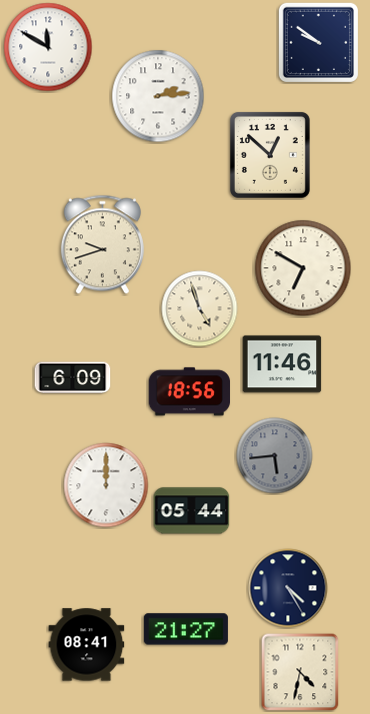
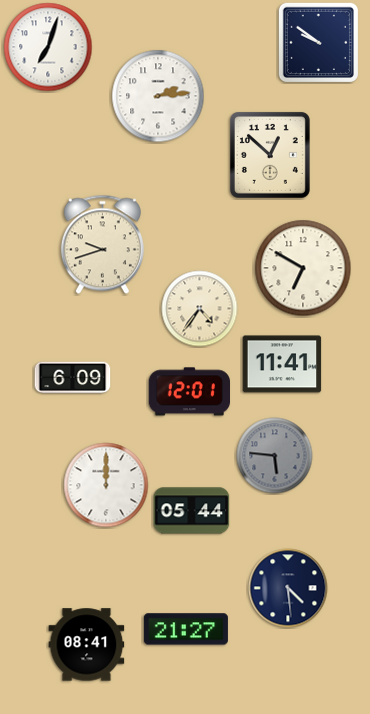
clock at (48, 47): 11:50 -> 7:03
clock at (200, 309): 4:57 -> 4:36
clock at (282, 364): 11:46 -> 11:41
clock at (189, 392): 18:56 -> 12:01
clock at (275, 456): 5:44 -> 5:46
clock at (288, 588): 4:25 -> 4:29
clock at (300, 672): 4:32 -> none
